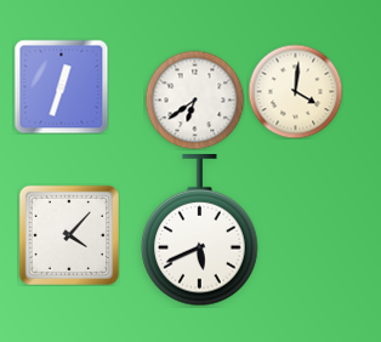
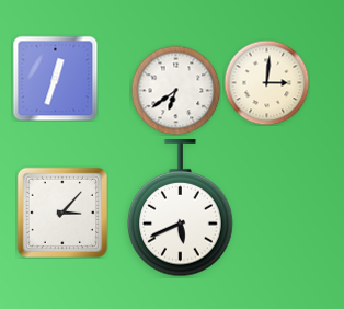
clock at (295, 91): 4:01 -> 3:01
clock at (69, 235): 4:07 -> 3:07
